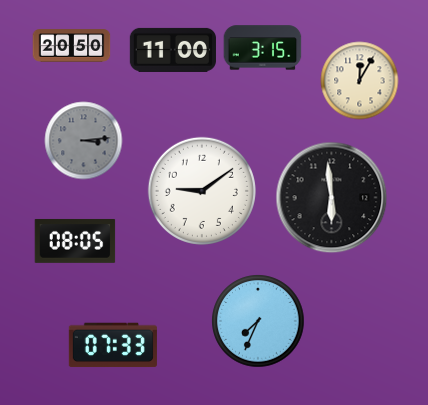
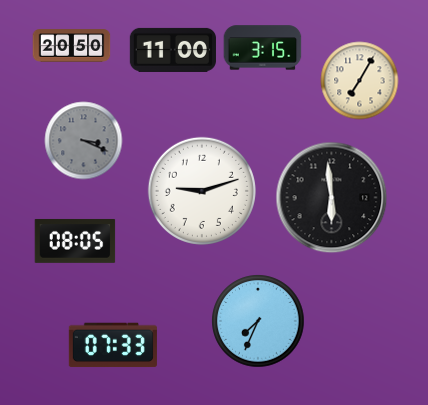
clock at (359, 80): 12:05 -> 7:05
clock at (83, 140): 3:14 -> 3:19
clock at (202, 191): 9:09 -> 9:12
